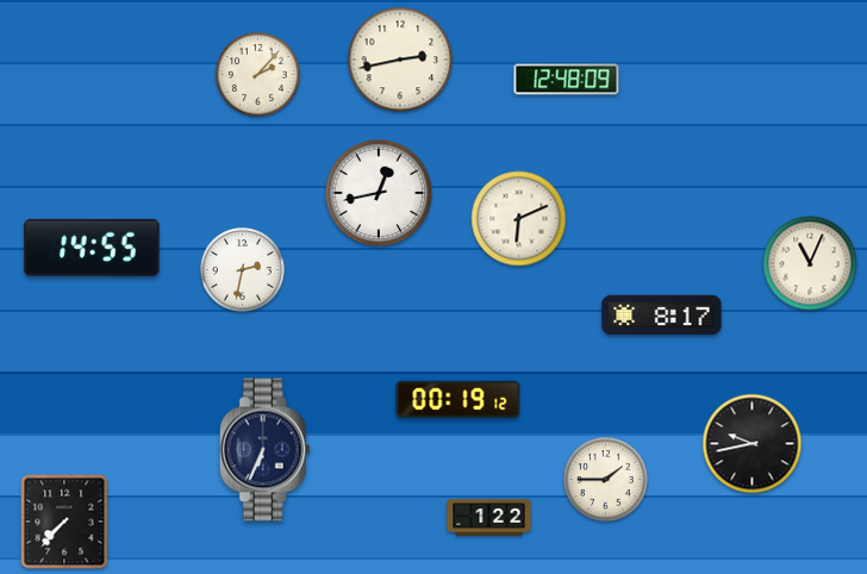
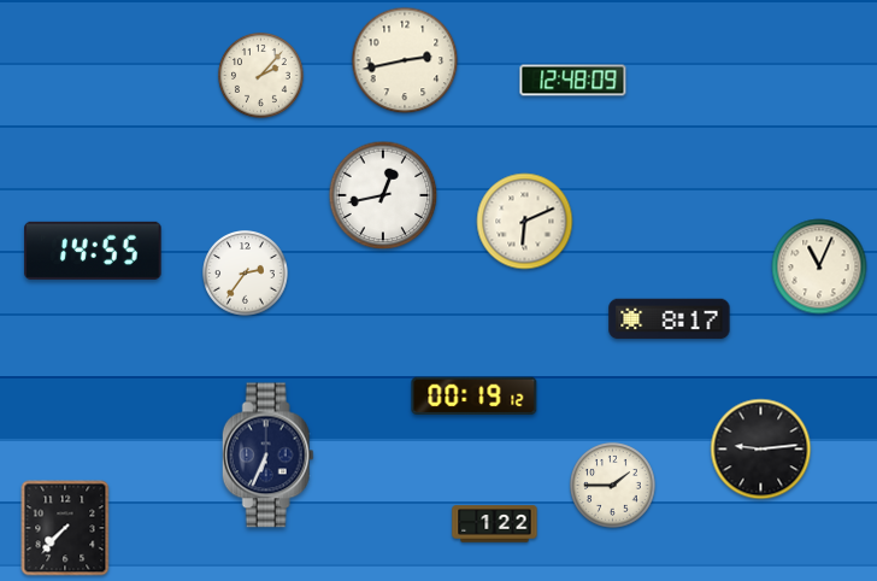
clock at (243, 270): 2:32 -> 2:36
clock at (459, 400) position: (459, 400) -> (475, 397)
clock at (753, 444): 9:43 -> 9:14
